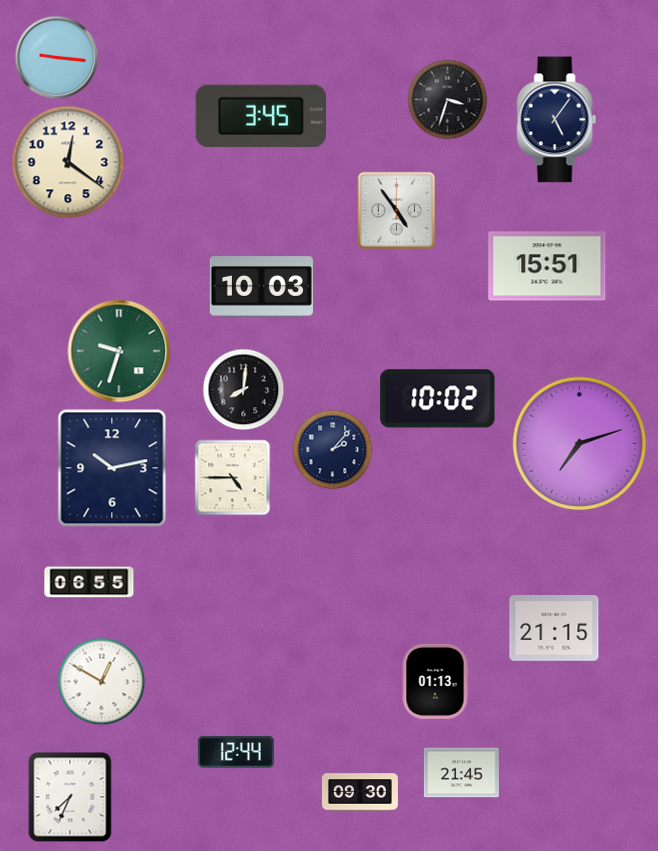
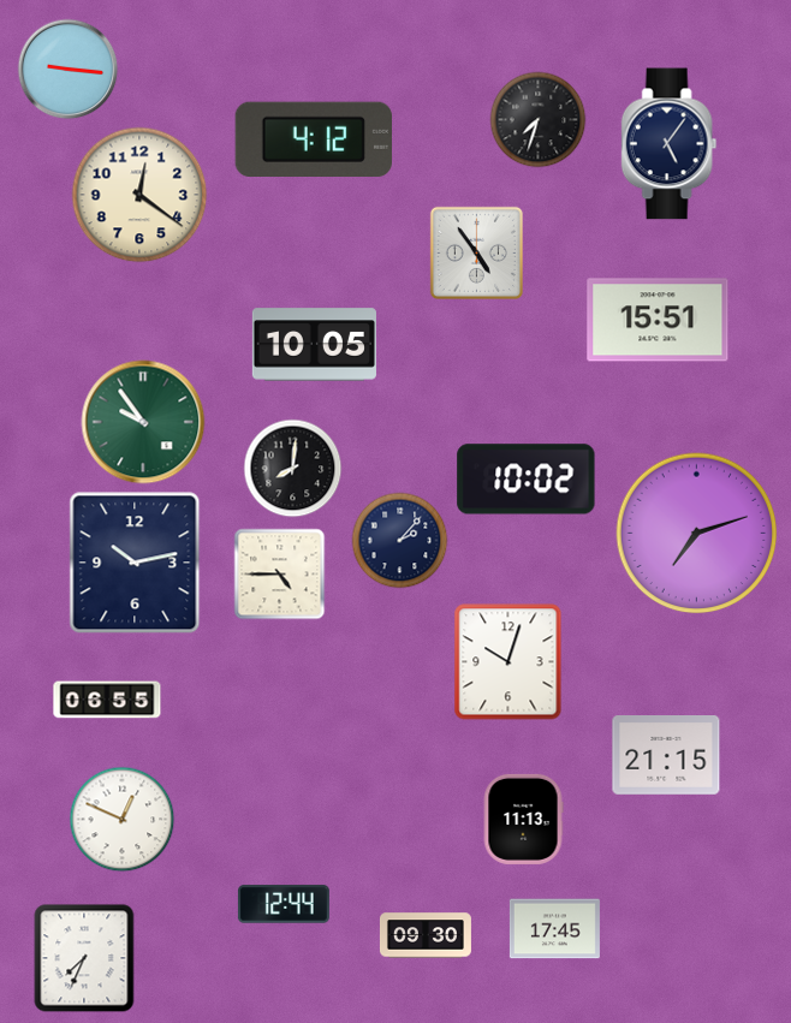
clock at (448, 100): 3:33 -> 7:33
clock at (261, 115): 3:45 -> 4:12
clock at (68, 162) position: (68, 162) -> (139, 195)
clock at (261, 287): 10:03 -> 10:05
clock at (119, 351): 9:33 -> 9:54
clock at (508, 662): none -> 10:03
clock at (435, 681): 01:13 -> 11:13
clock at (102, 682): 12:50 -> 12:49
clock at (461, 773): 21:45 -> 17:45
clock at (360, 792) position: (360, 792) -> (426, 935)
